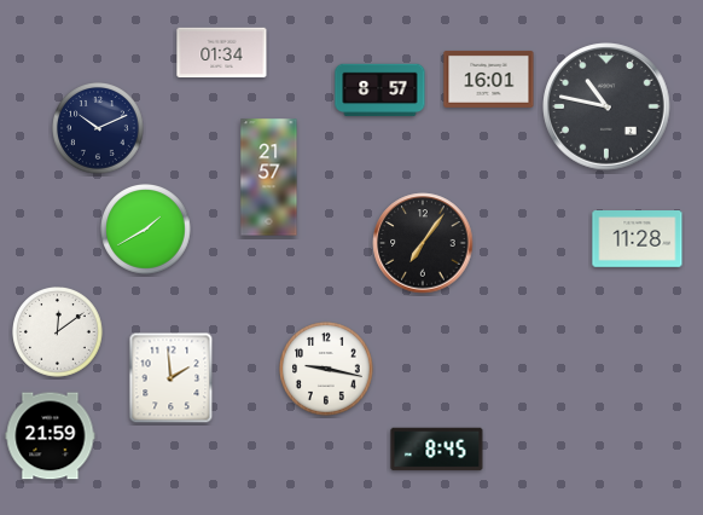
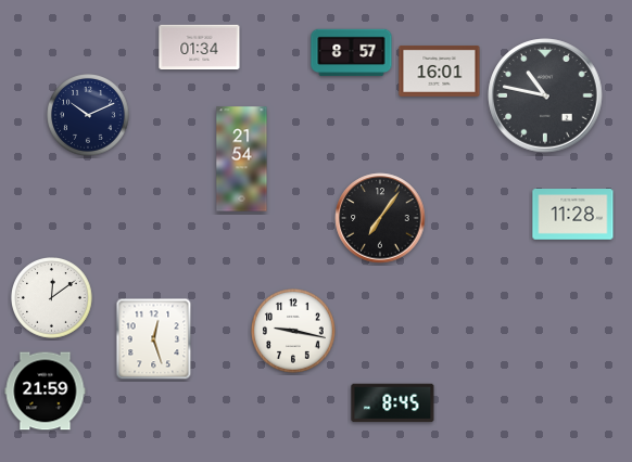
clock at (380, 91) position: (380, 91) -> (352, 53)
clock at (269, 178): 21:57 -> 21:54
clock at (146, 230): 1:40 -> none
clock at (172, 378): 1:59 -> 12:27
